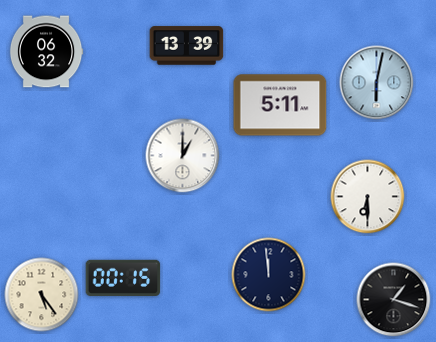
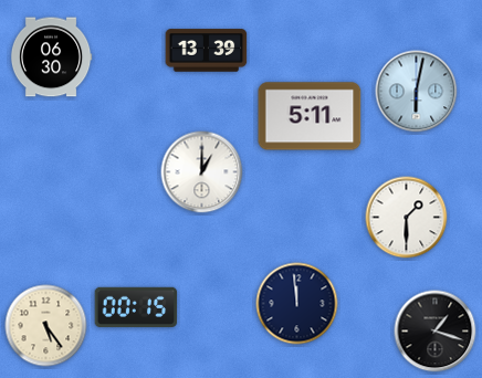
clock at (46, 52): 06:32 -> 06:30
clock at (368, 197): 6:30 -> 1:30
